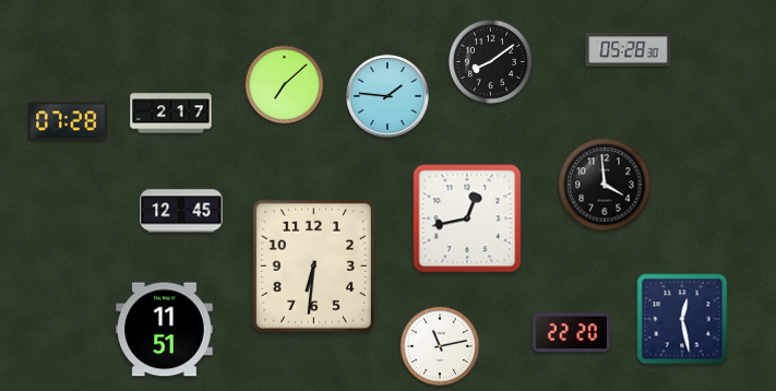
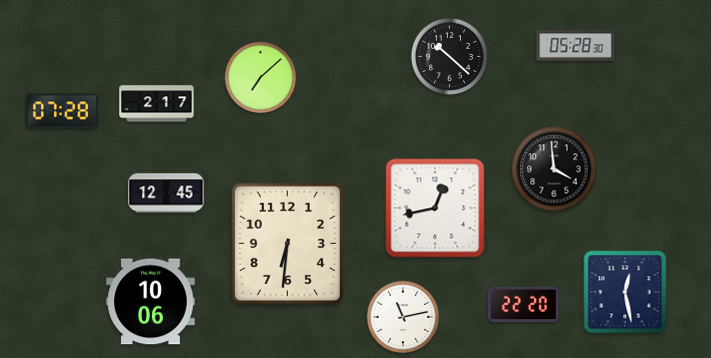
clock at (490, 61): 8:09 -> 10:22
clock at (387, 96): 1:46 -> none
clock at (467, 218) position: (467, 218) -> (435, 208)
clock at (165, 330): 11:51 -> 10:06
